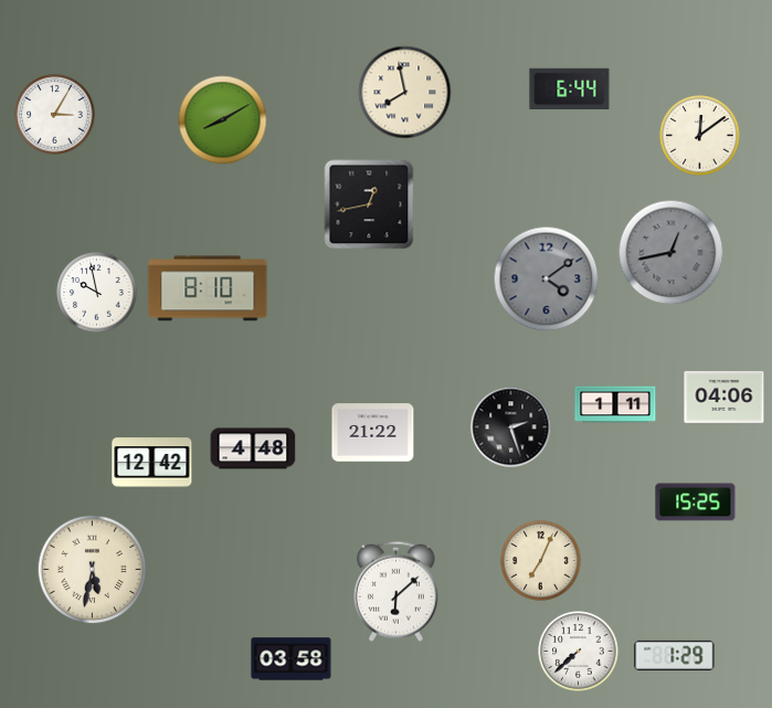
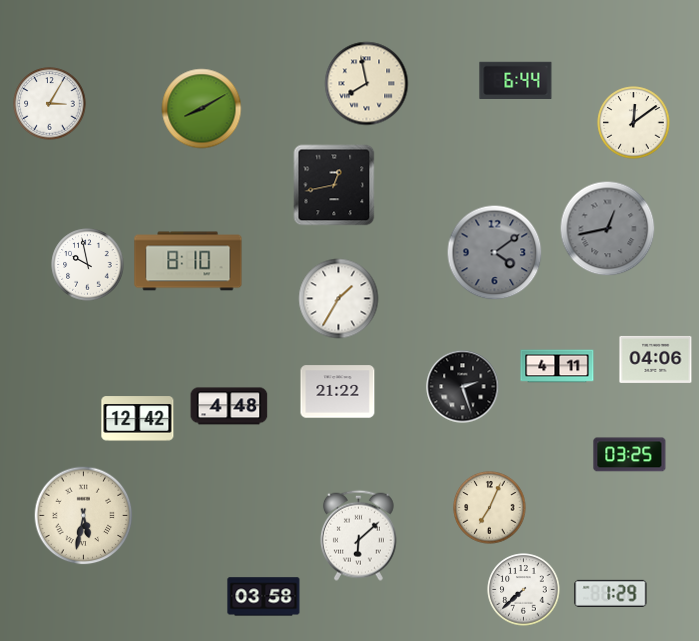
clock at (339, 299): none -> 1:35
clock at (615, 404): 1:11 -> 4:11
clock at (696, 503): 15:25 -> 03:25
